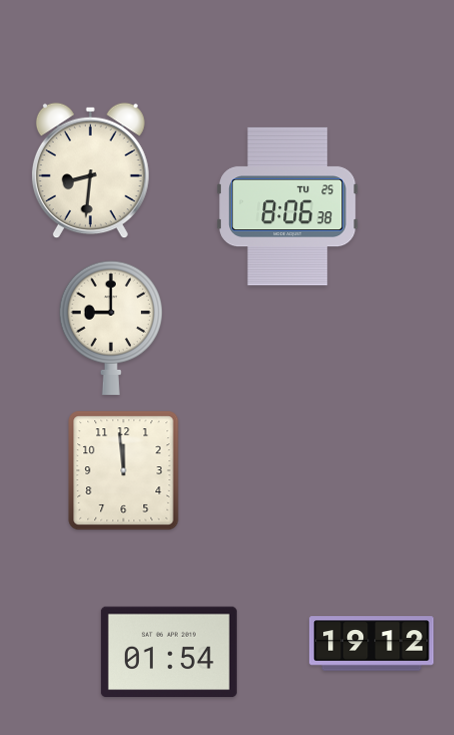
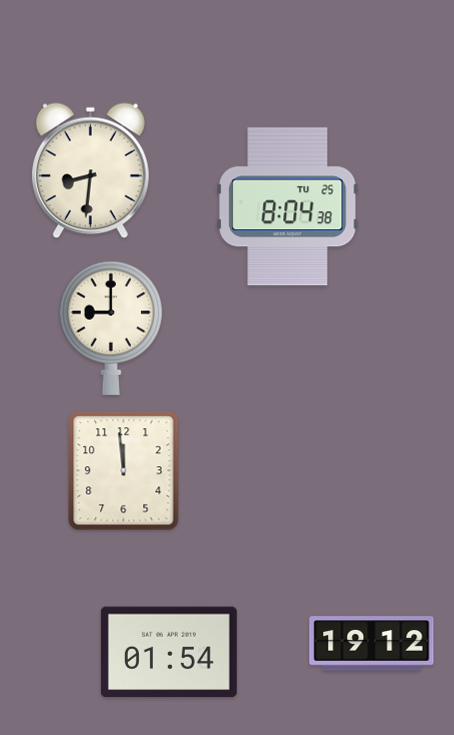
clock at (288, 207): 8:06 -> 8:04
